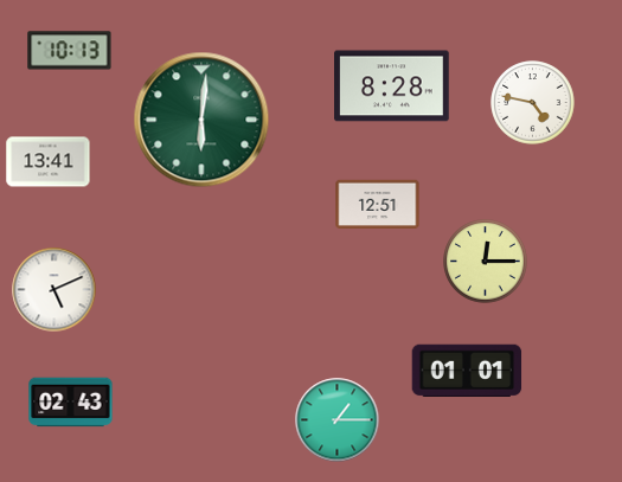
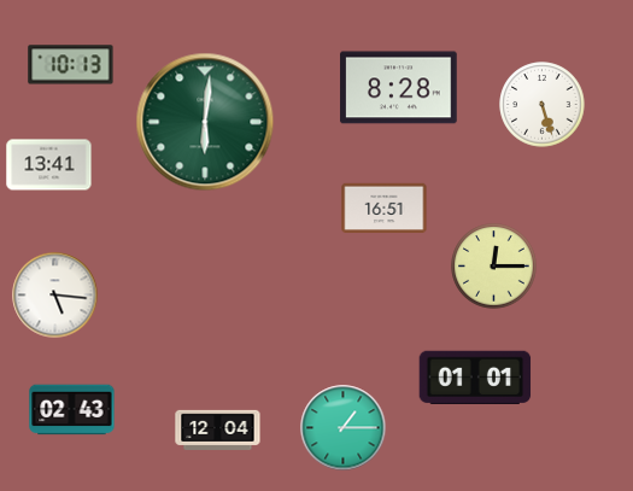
clock at (70, 51) position: (70, 51) -> (71, 65)
clock at (533, 103): 4:47 -> 5:27
clock at (378, 204): 12:51 -> 16:51
clock at (54, 290): 5:11 -> 5:16
clock at (218, 429): none -> 12:04
